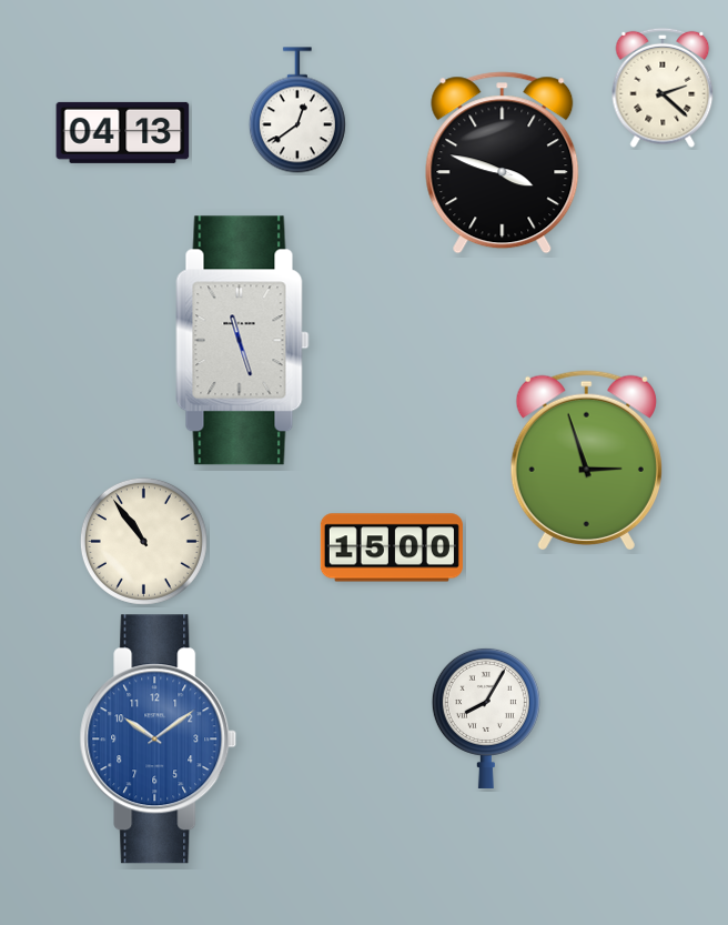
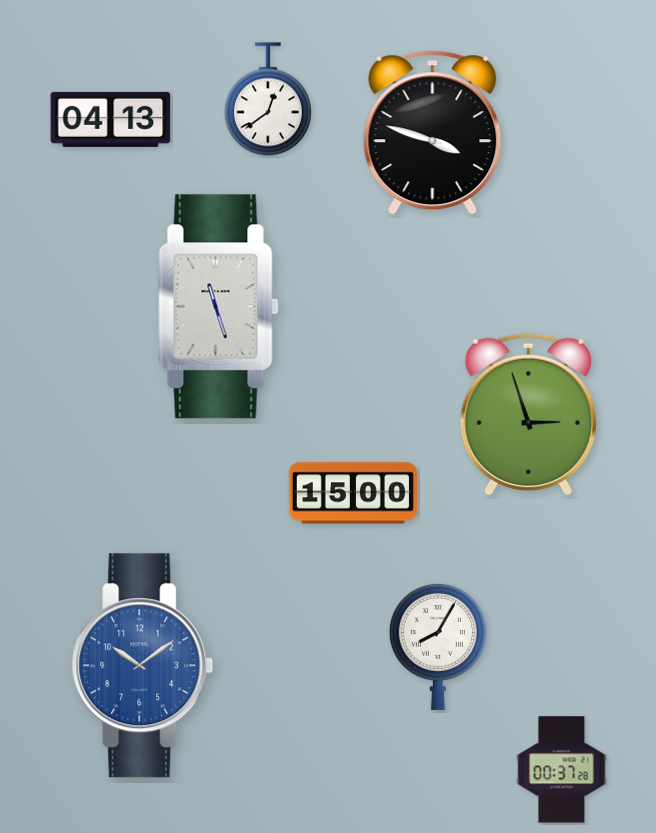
clock at (663, 88): 2:22 -> none
clock at (503, 163) position: (503, 163) -> (433, 133)
clock at (143, 541): 10:54 -> none
clock at (562, 770): none -> 00:37
